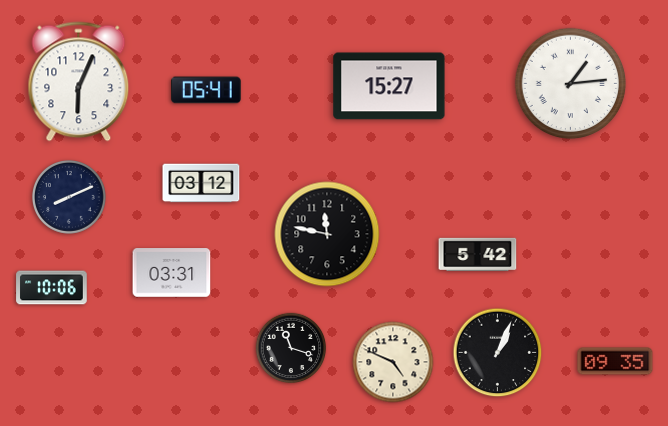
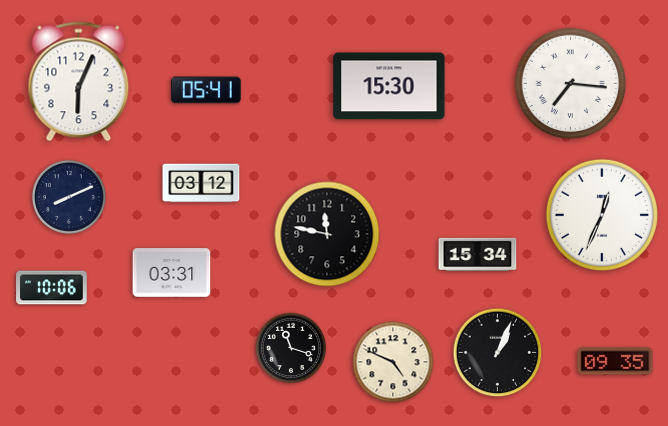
clock at (571, 84): 1:14 -> 7:16
clock at (389, 86): 15:27 -> 15:30
clock at (602, 215): none -> 12:34
clock at (478, 254): 5:42 -> 15:34
